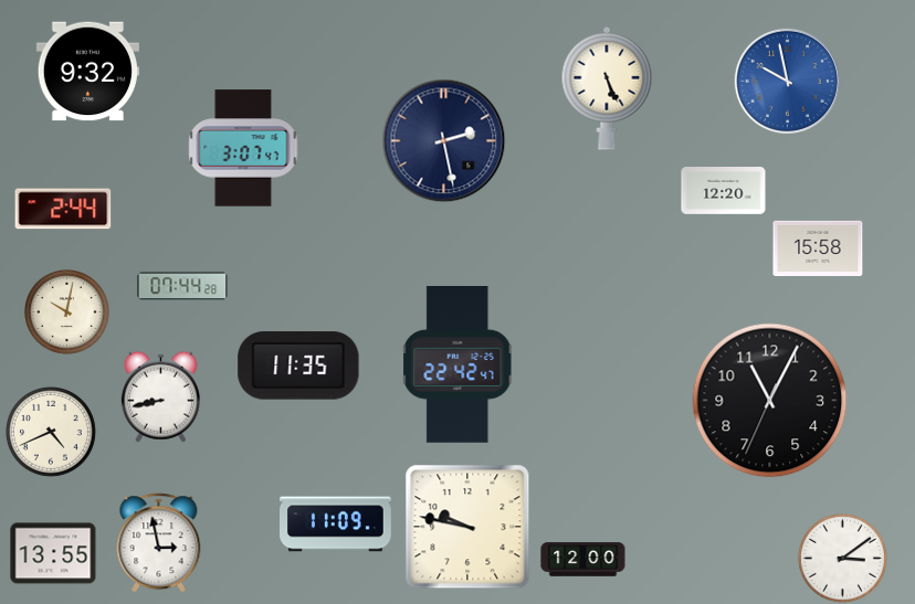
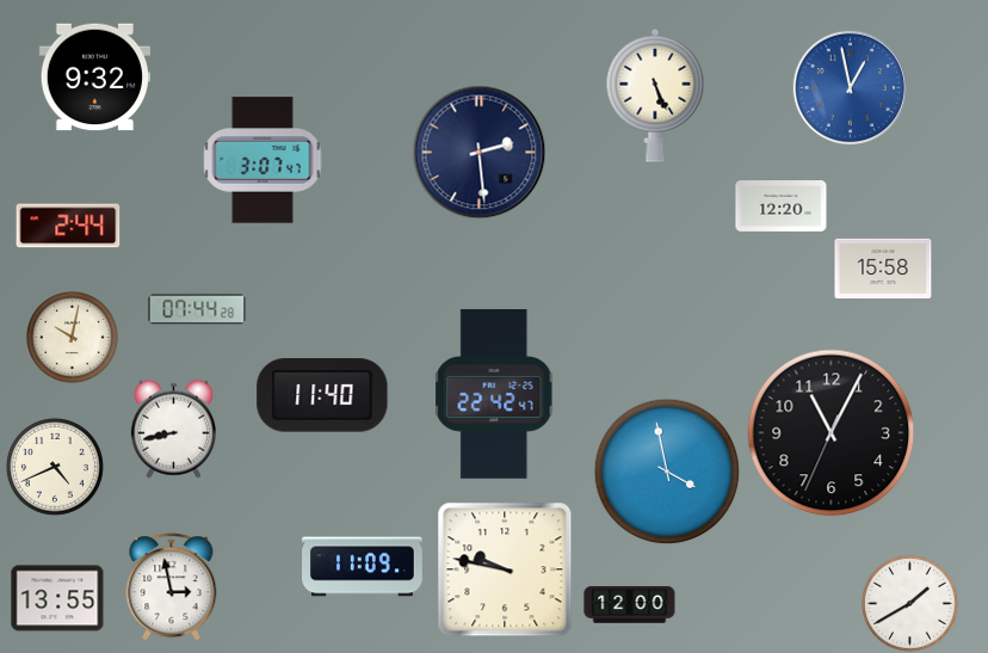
clock at (787, 81): 9:58 -> 12:58
clock at (444, 141): 2:28 -> 2:29
clock at (298, 365): 11:35 -> 11:40
clock at (667, 472): none -> 3:58
clock at (842, 558): 3:09 -> 1:40
